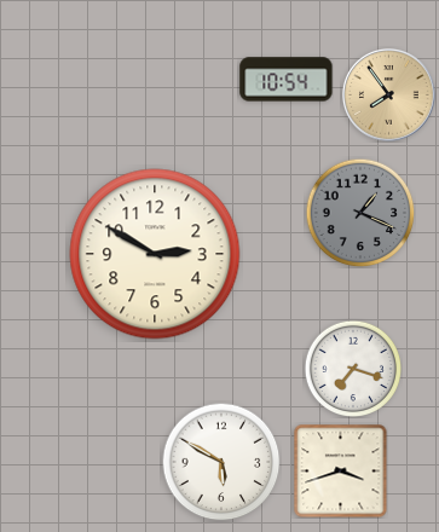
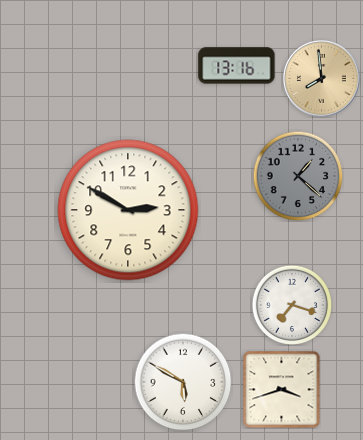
clock at (287, 80): 10:54 -> 13:16
clock at (389, 96): 7:54 -> 7:59
clock at (360, 213): 1:19 -> 1:22
